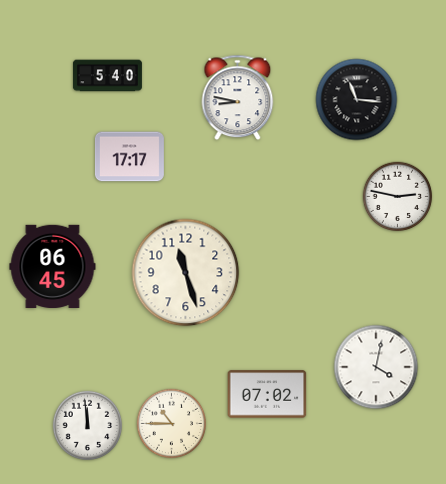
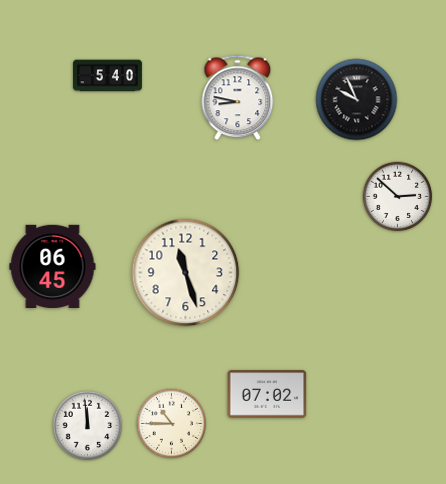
clock at (357, 100): 11:16 -> 9:56
clock at (129, 157): 17:17 -> none
clock at (398, 197): 2:47 -> 2:52
clock at (376, 367): 4:02 -> none
